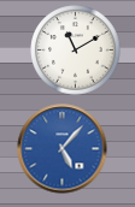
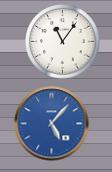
clock at (76, 51): 11:10 -> 11:06
